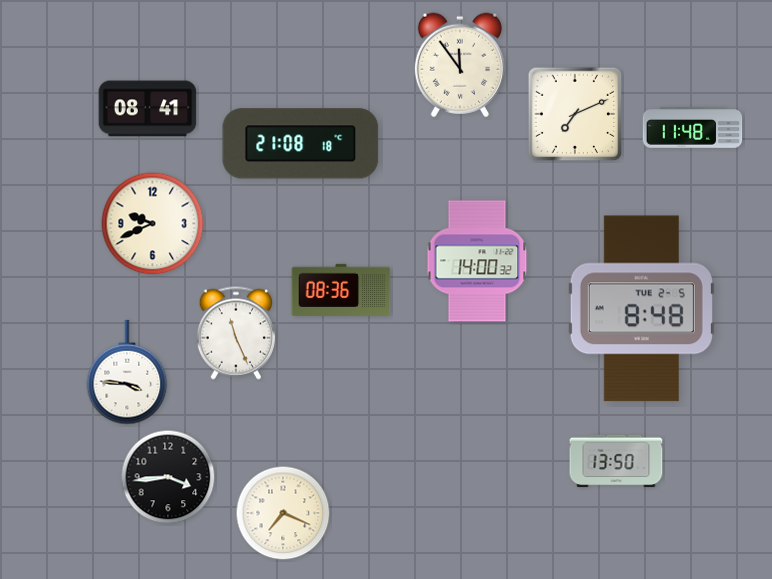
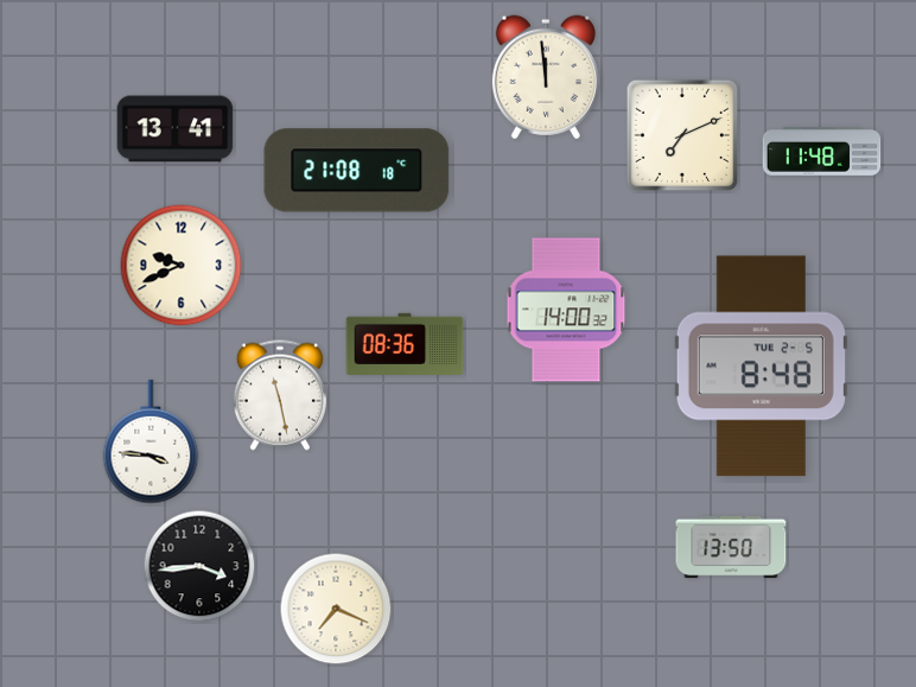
clock at (460, 65): 11:54 -> 11:59
clock at (148, 109): 08:41 -> 13:41
clock at (236, 333): 11:26 -> 11:28
